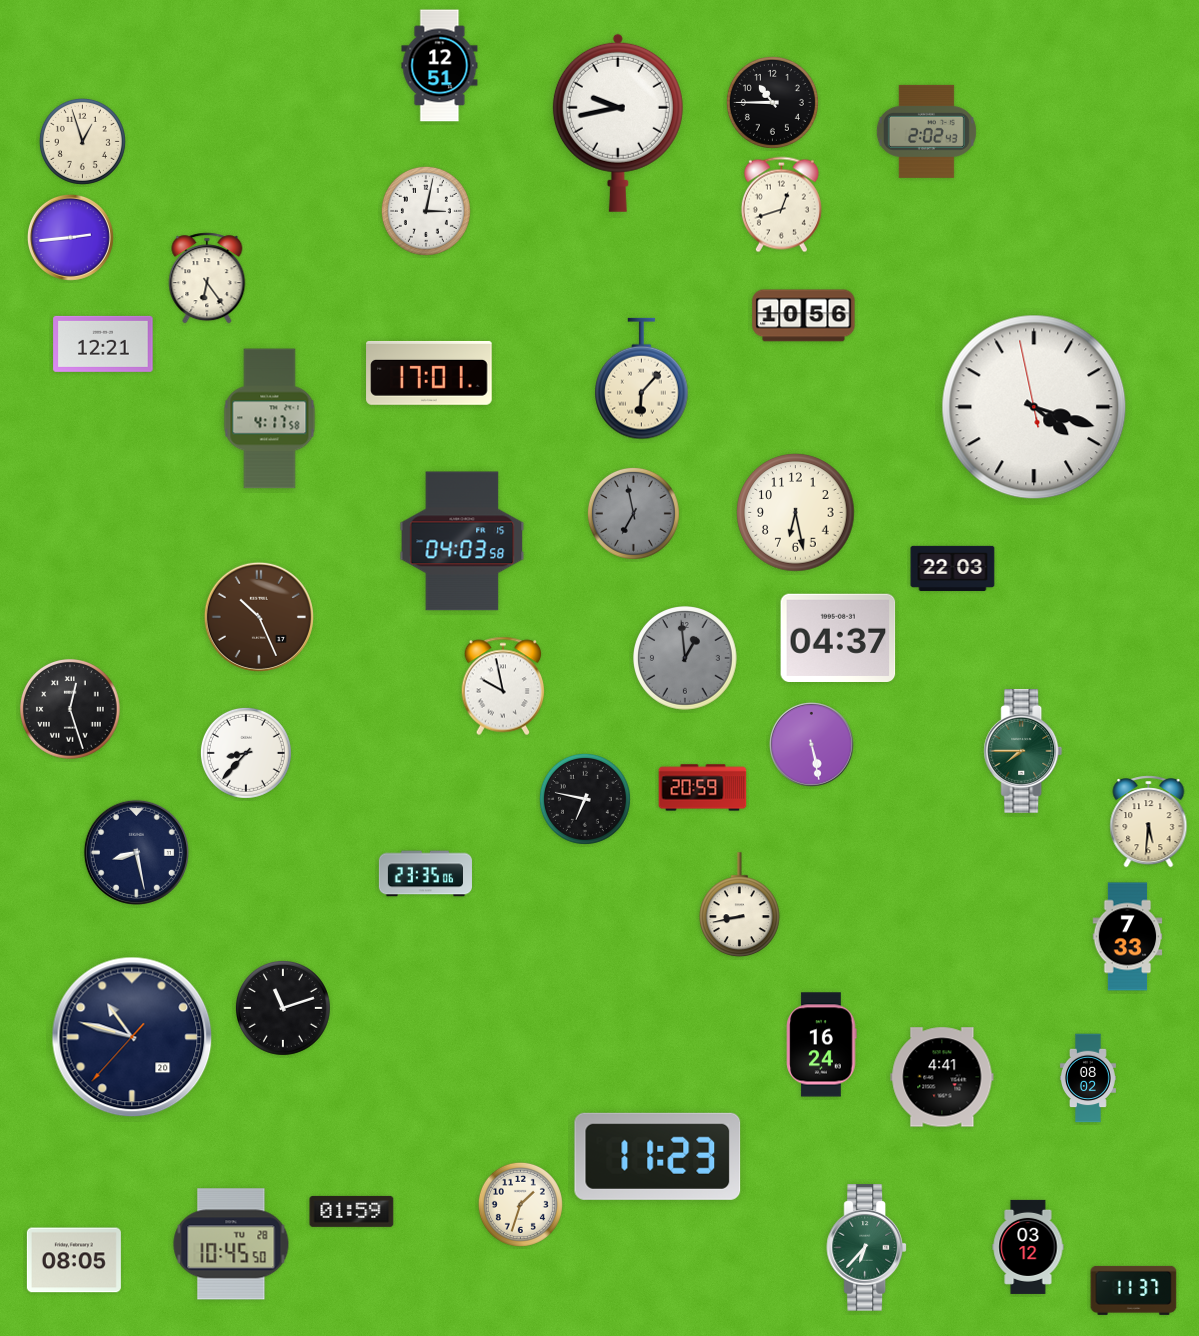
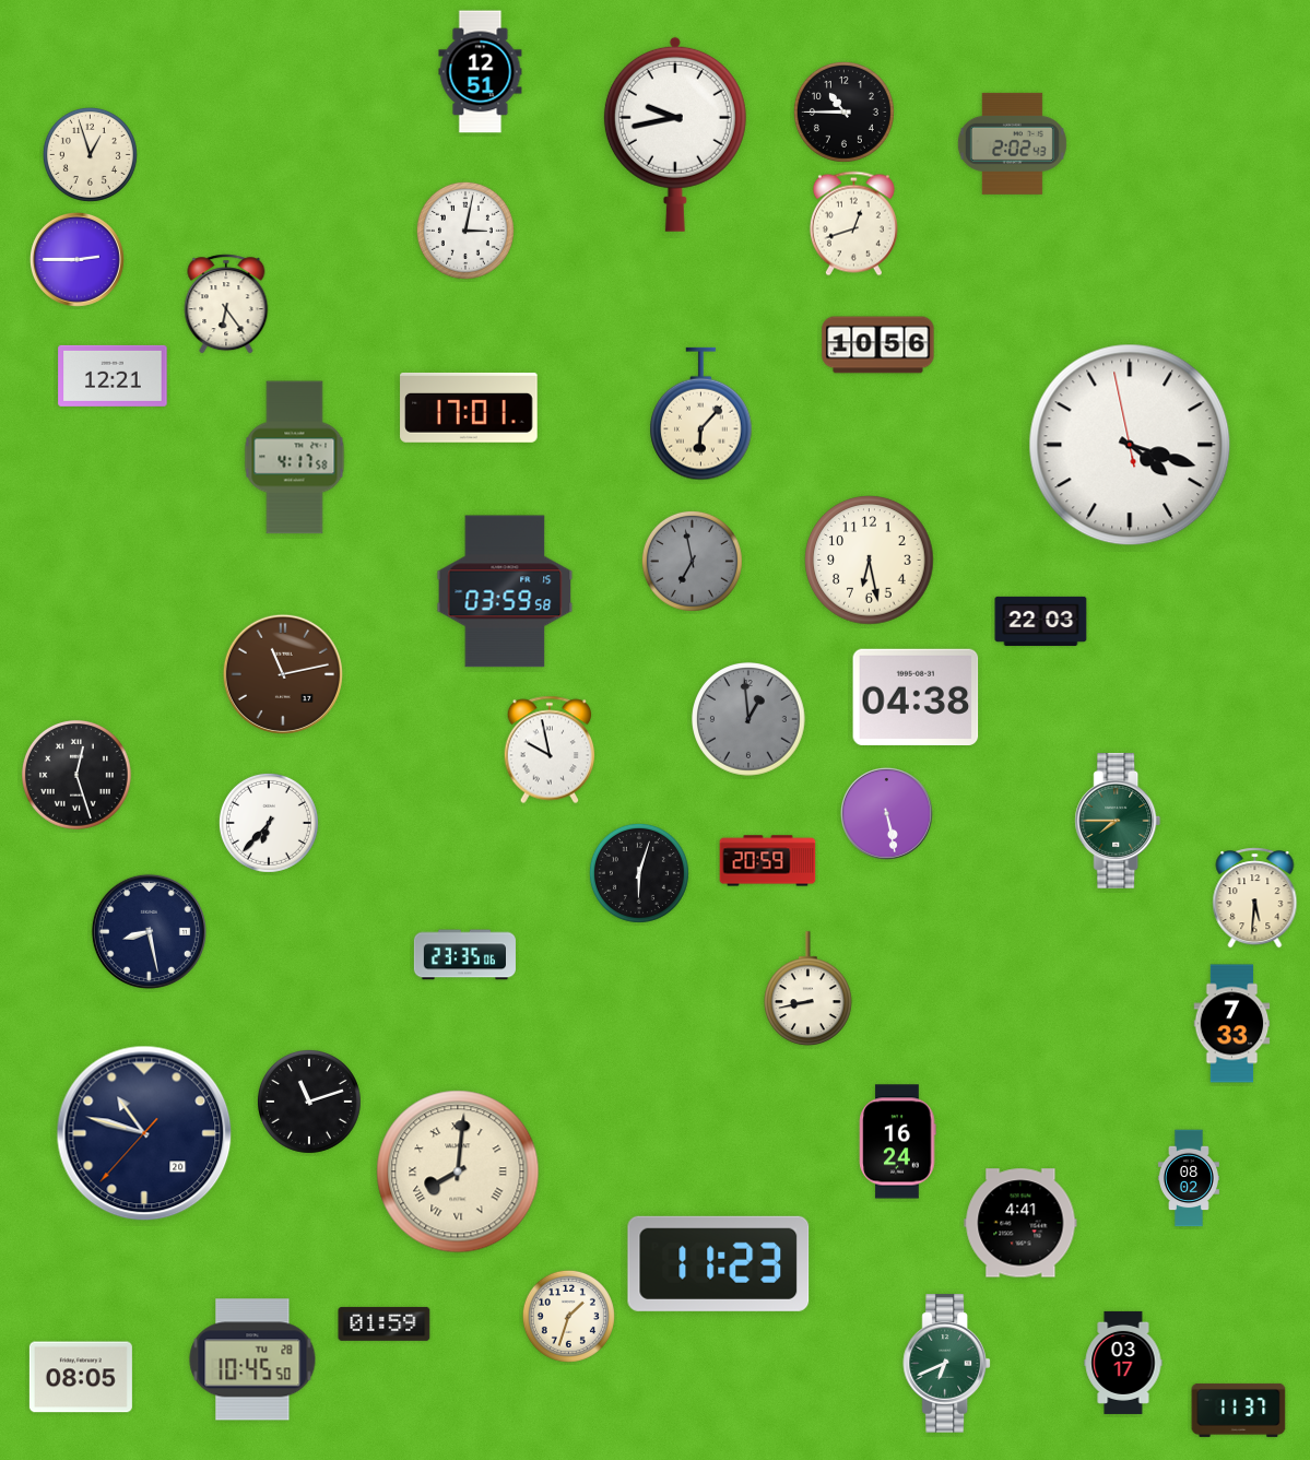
clock at (70, 237): 2:44 -> 2:45
clock at (462, 541): 04:03 -> 03:59
clock at (259, 617): 10:26 -> 11:13
clock at (838, 637): 04:37 -> 04:38
clock at (246, 753): 8:37 -> 6:37
clock at (585, 799): 6:47 -> 6:03
clock at (458, 1171): none -> 8:01
clock at (942, 1077) position: (942, 1077) -> (1020, 1223)
clock at (1028, 1247): 03:12 -> 03:17
clock at (866, 1248): 6:37 -> 6:41
